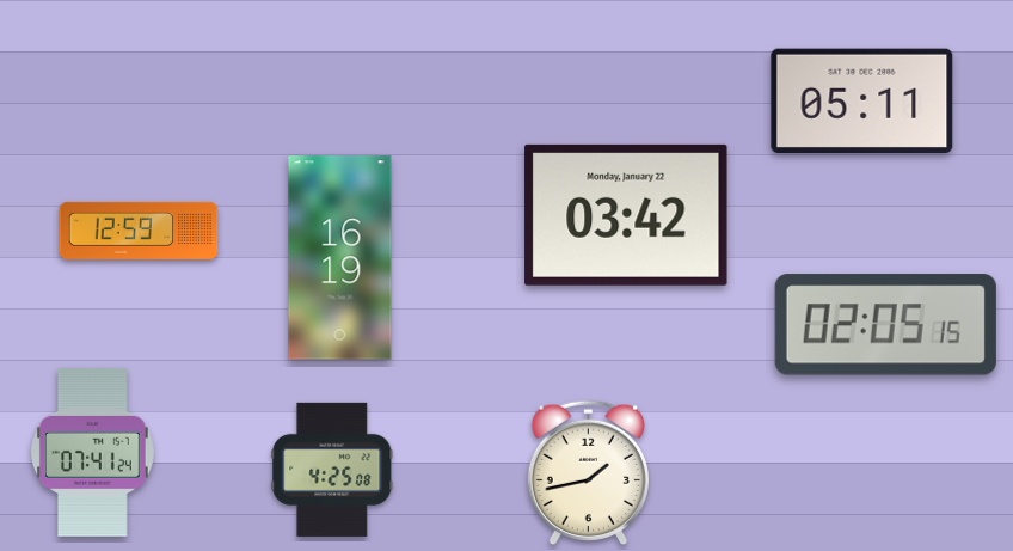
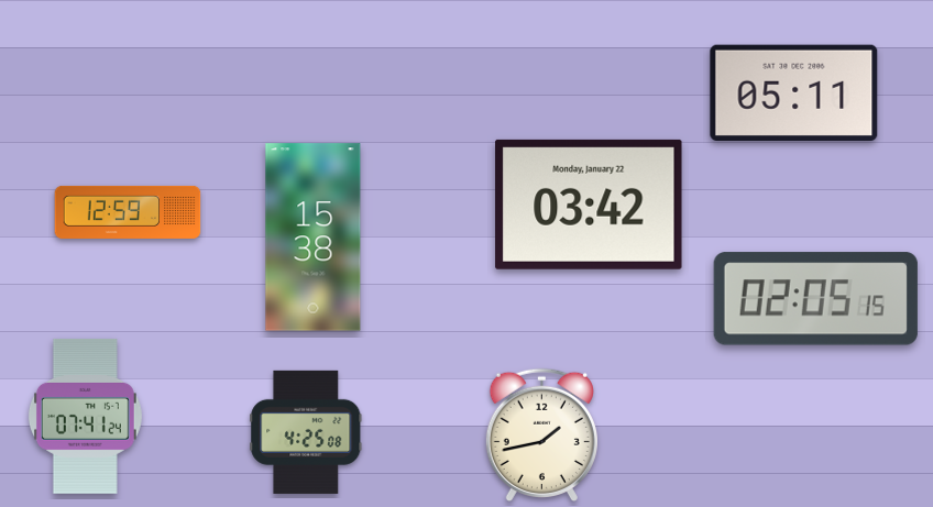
clock at (626, 215) position: (626, 215) -> (589, 205)
clock at (340, 258): 16:19 -> 15:38
